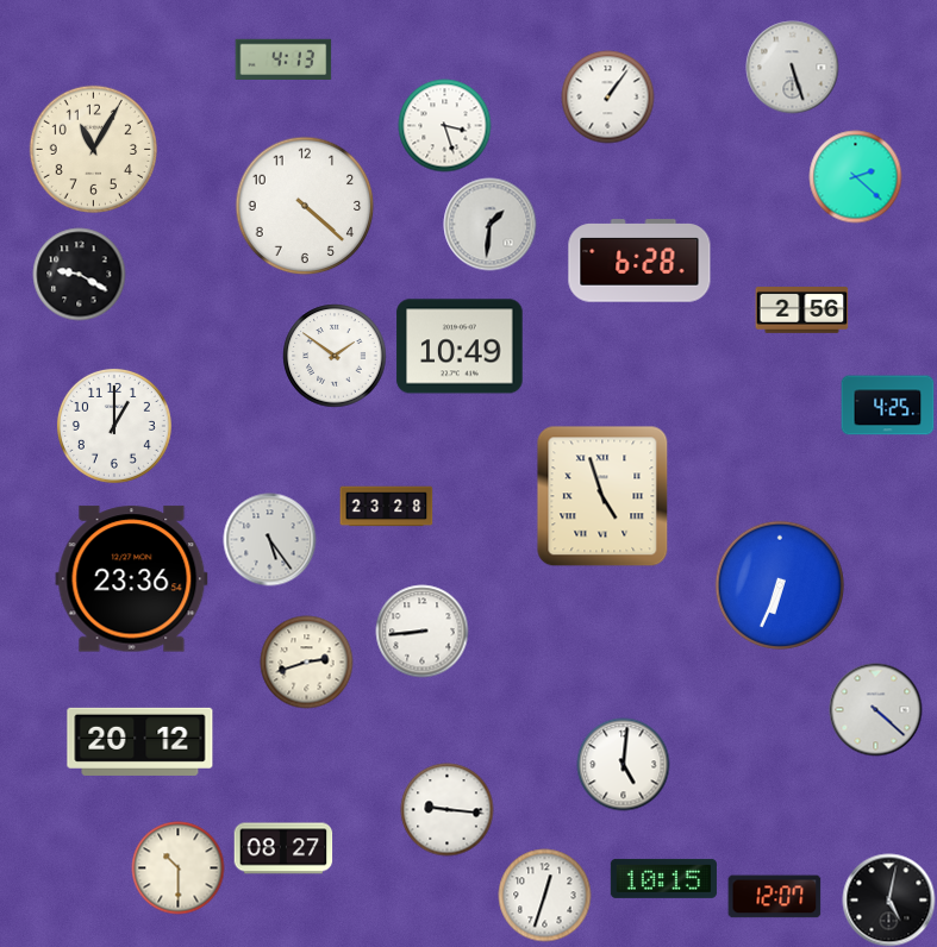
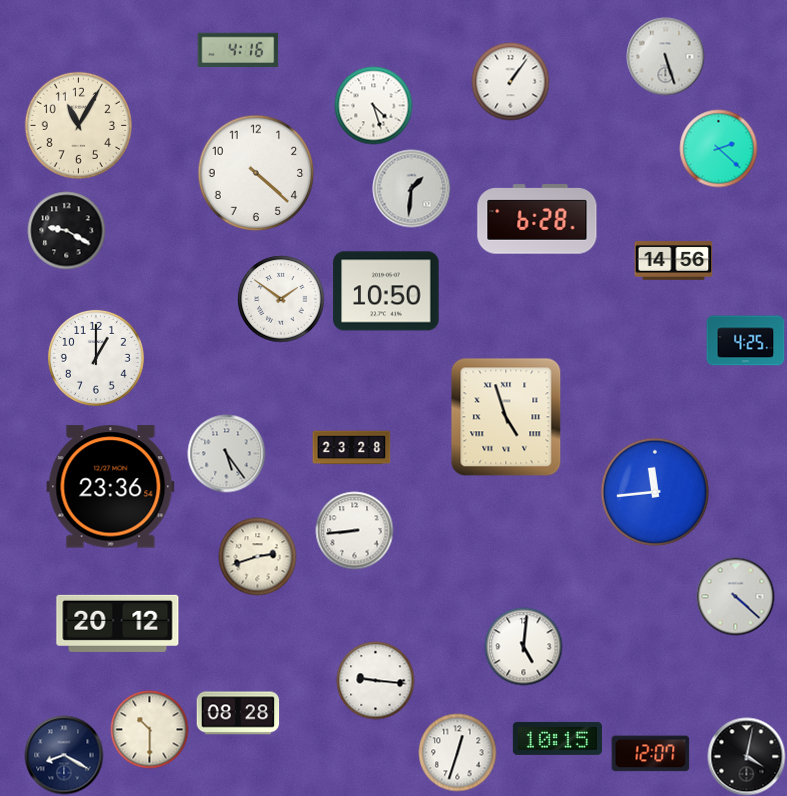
clock at (283, 58): 4:13 -> 4:16
clock at (444, 125): 3:27 -> 4:27
clock at (801, 311): 2:56 -> 14:56
clock at (460, 346): 10:49 -> 10:50
clock at (386, 507) position: (386, 507) -> (351, 448)
clock at (779, 584): 6:34 -> 11:44
clock at (623, 764) position: (623, 764) -> (523, 646)
clock at (283, 848): 08:27 -> 08:28
clock at (64, 755): none -> 8:20
clock at (888, 899): 5:02 -> 4:02
